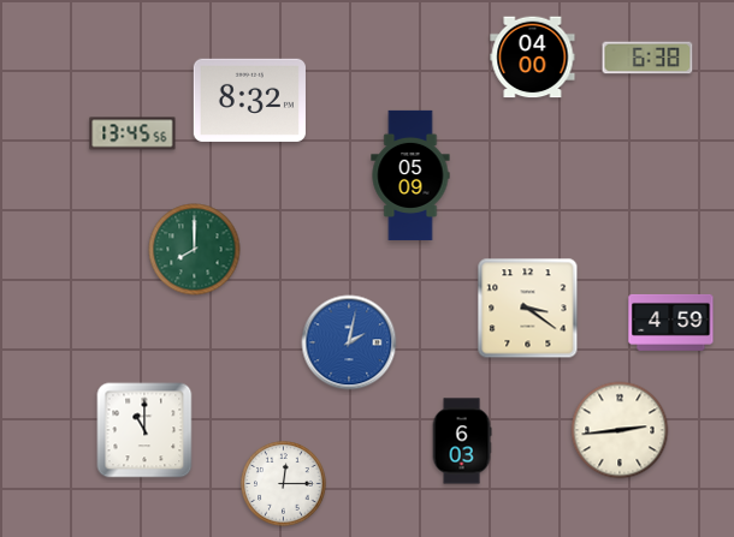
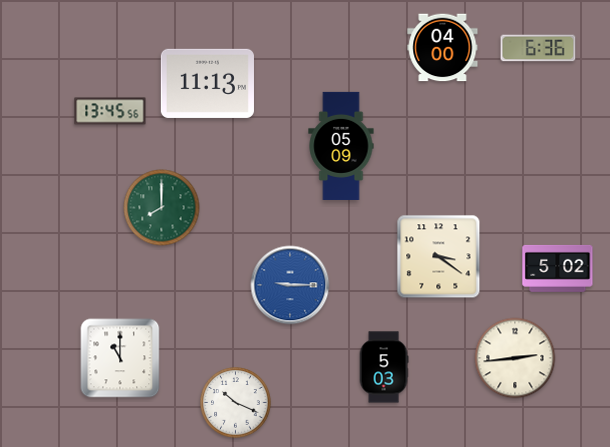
clock at (647, 58): 6:38 -> 6:36
clock at (249, 100): 8:32 -> 11:13
clock at (671, 322): 4:59 -> 5:02
clock at (349, 342): 2:02 -> 9:15
clock at (462, 441): 6:03 -> 5:03
clock at (284, 484): 12:15 -> 10:19
